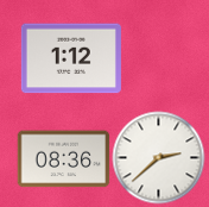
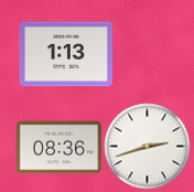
clock at (71, 58): 1:12 -> 1:13
clock at (158, 157): 2:38 -> 2:42
